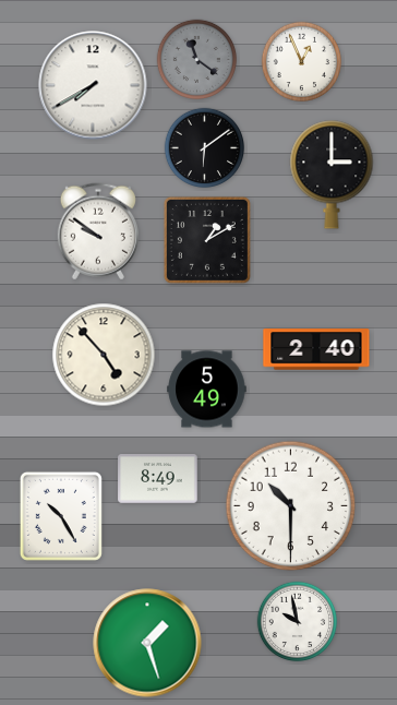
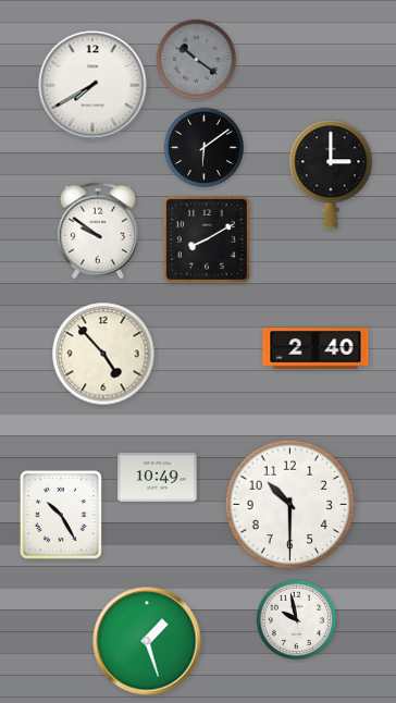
clock at (197, 60): 11:21 -> 10:21
clock at (302, 62): 12:56 -> none
clock at (207, 240): 1:10 -> 8:10
clock at (207, 390): 5:49 -> none
clock at (158, 479): 8:49 -> 10:49
